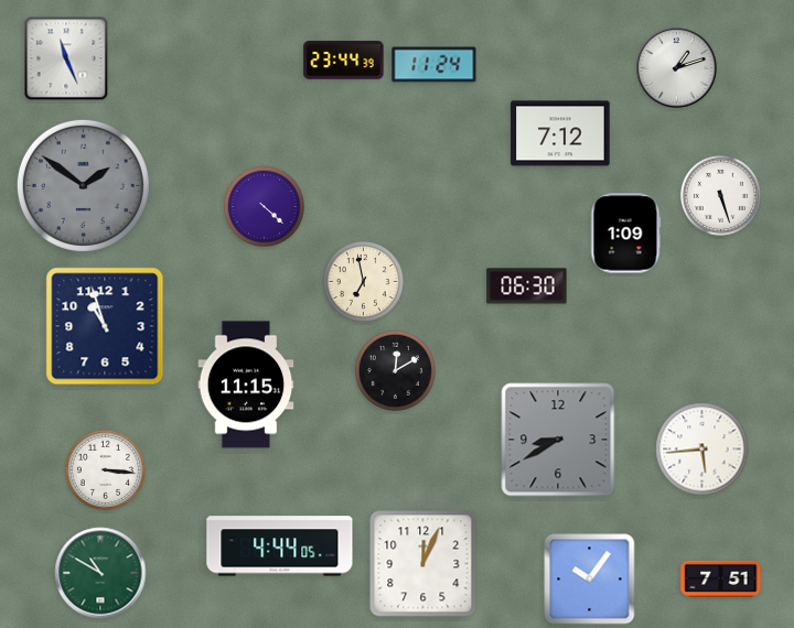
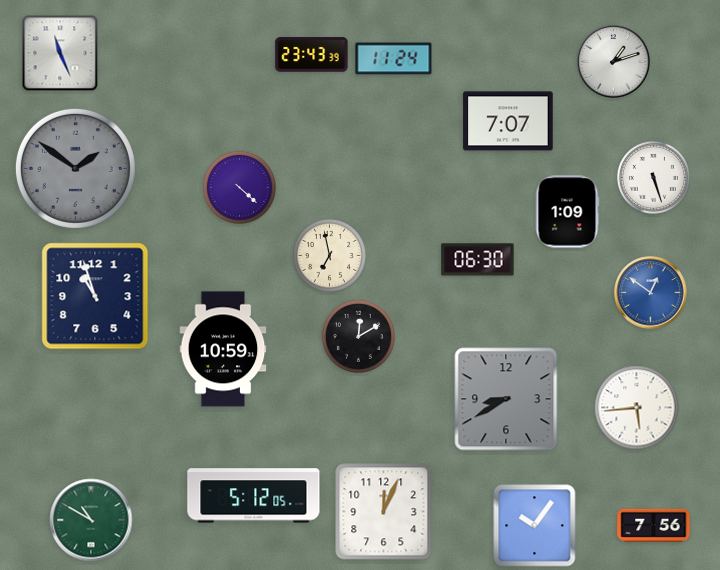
clock at (344, 61): 23:44 -> 23:43
clock at (560, 133): 7:12 -> 7:07
clock at (651, 293): none -> 12:51
clock at (246, 385): 11:15 -> 10:59
clock at (105, 469): 3:16 -> none
clock at (280, 546): 4:44 -> 5:12
clock at (721, 578): 7:51 -> 7:56
